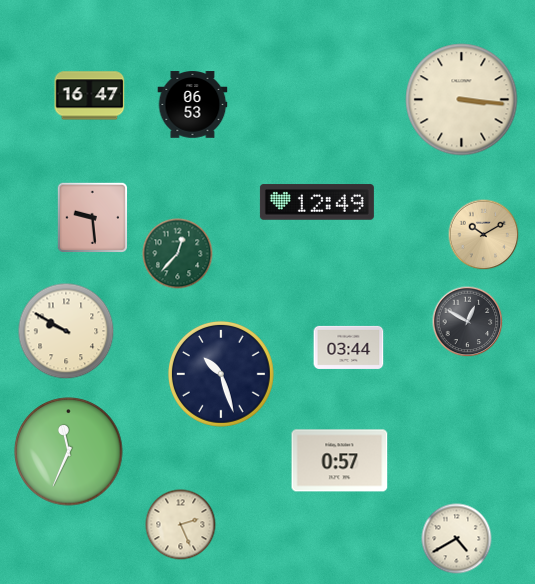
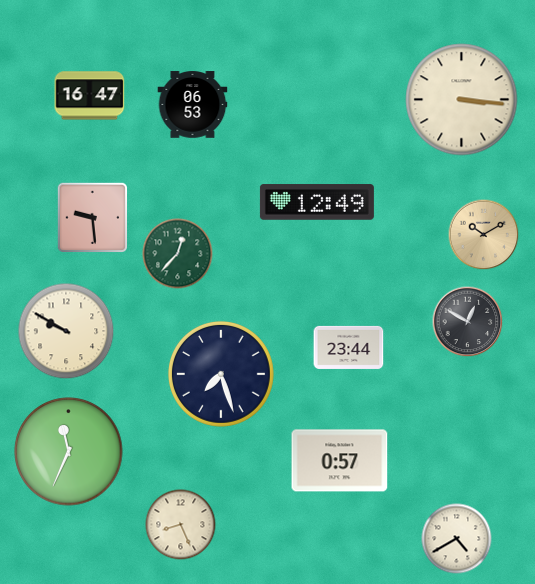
clock at (349, 347): 03:44 -> 23:44
clock at (221, 374): 10:27 -> 7:27
clock at (181, 525): 2:26 -> 8:26
